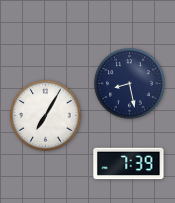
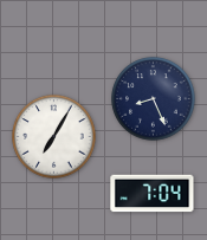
clock at (130, 84): 8:28 -> 8:26
clock at (129, 164): 7:39 -> 7:04
